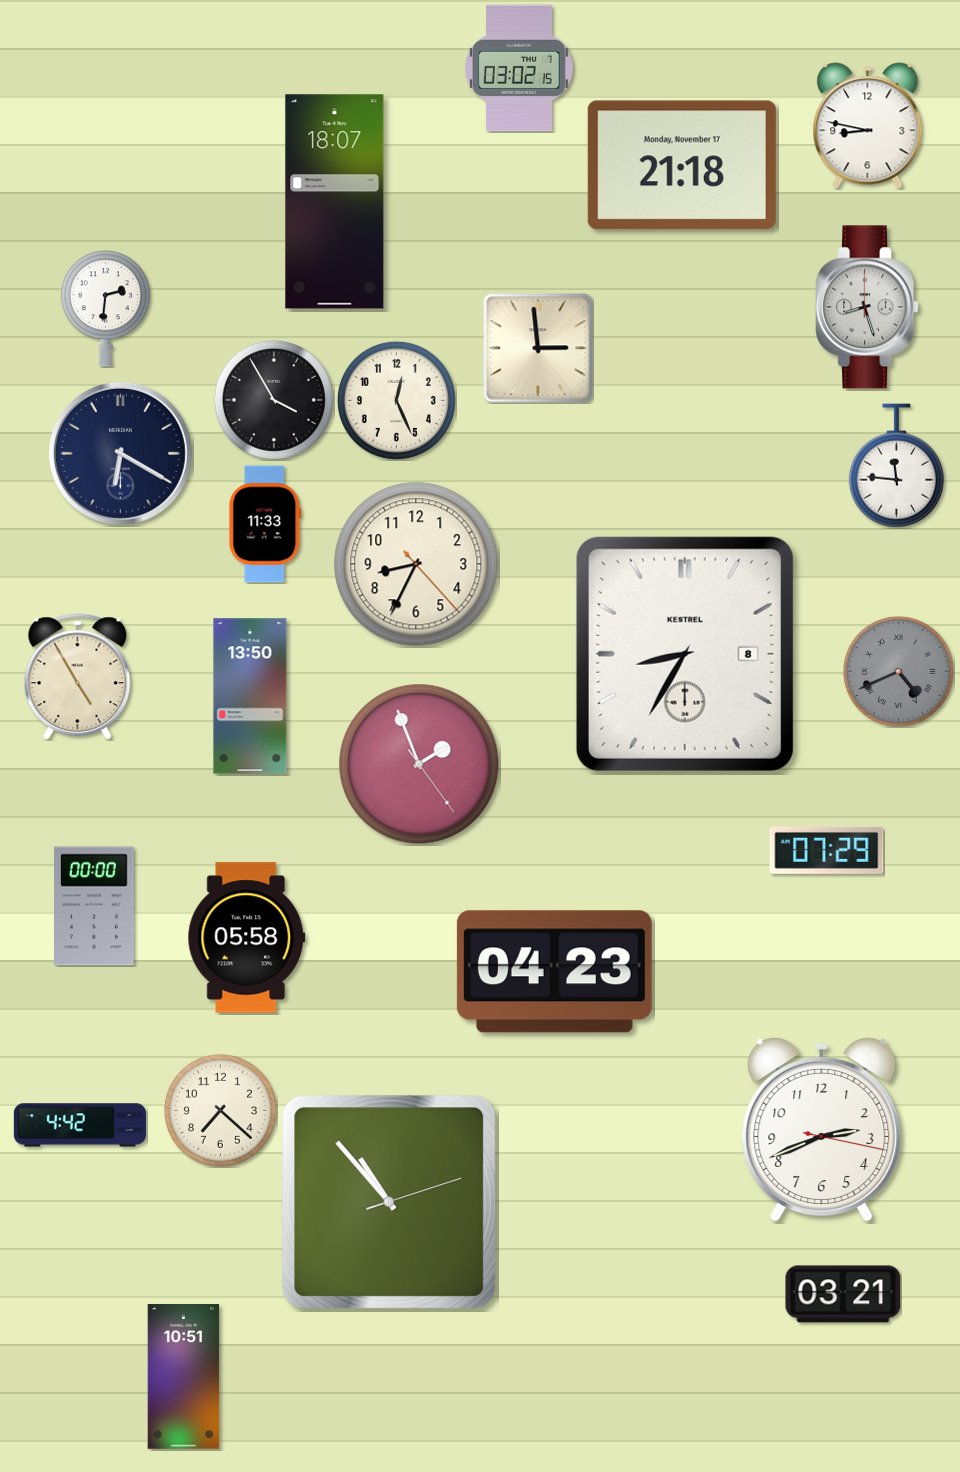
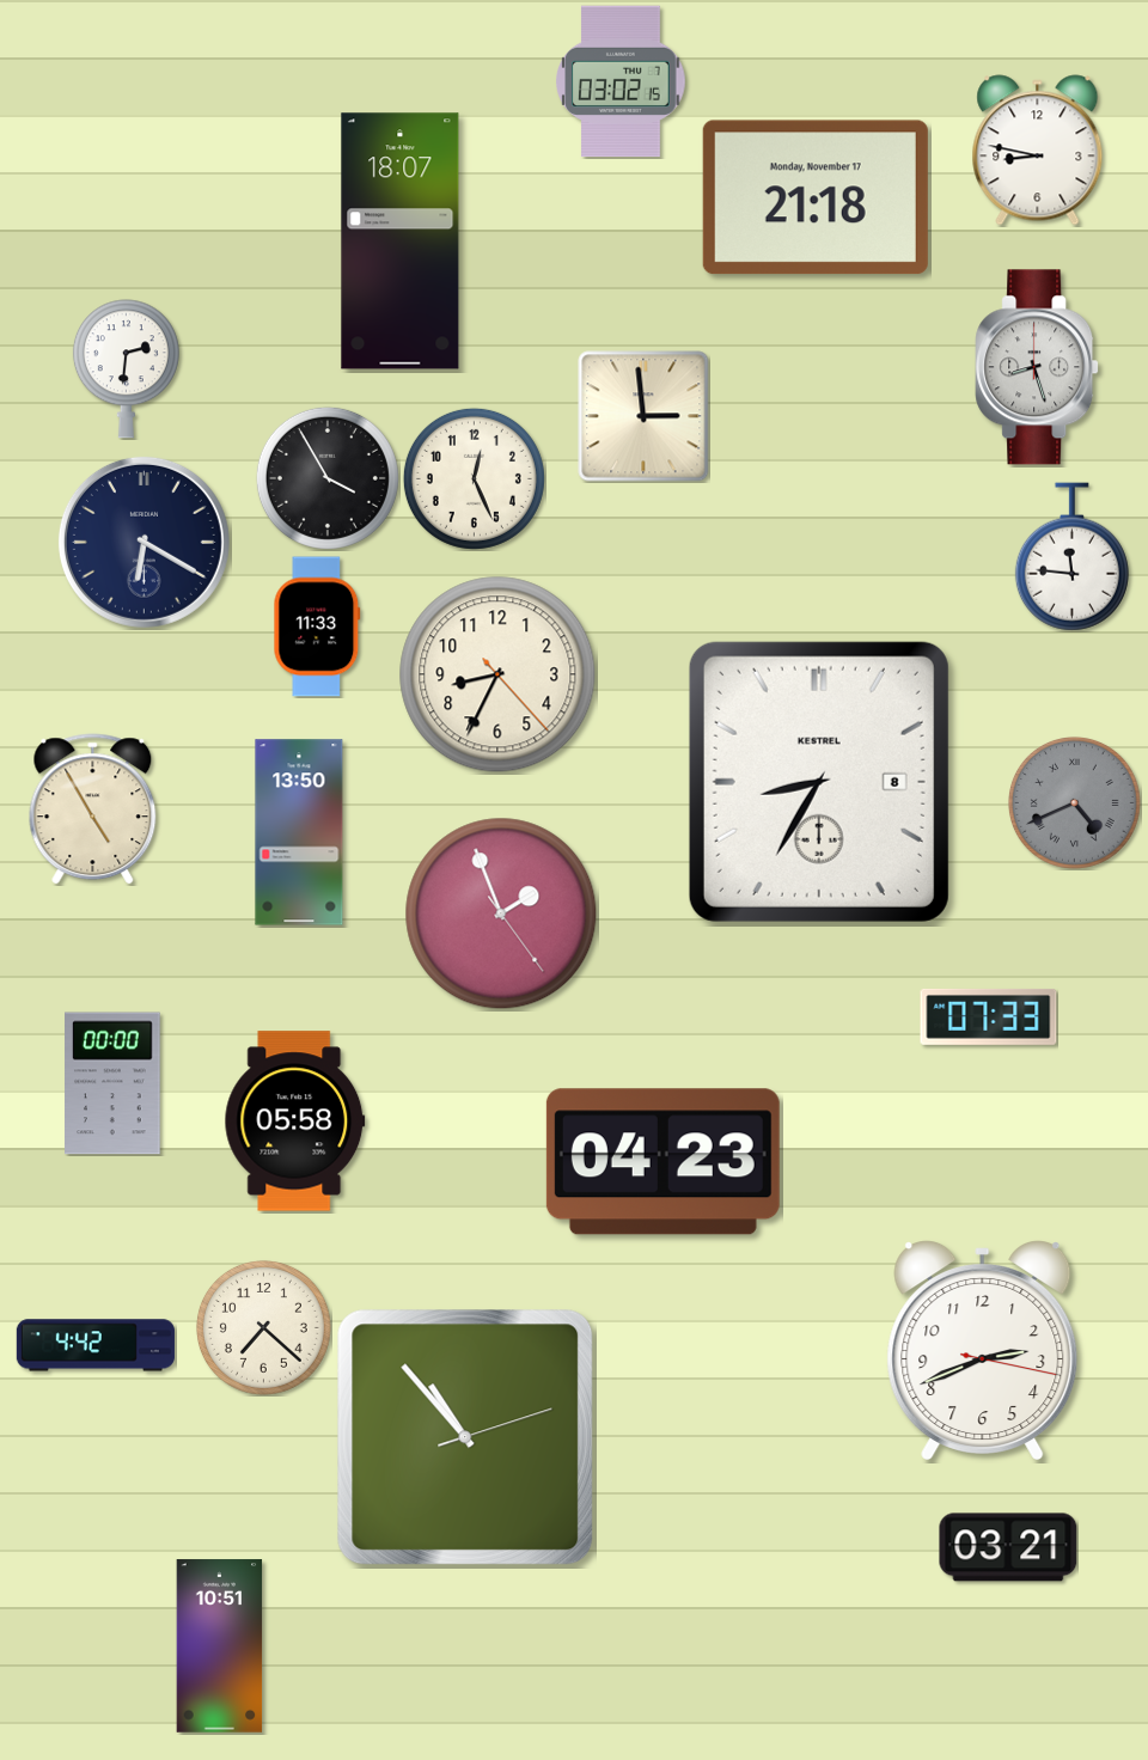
clock at (827, 850): 07:29 -> 07:33
